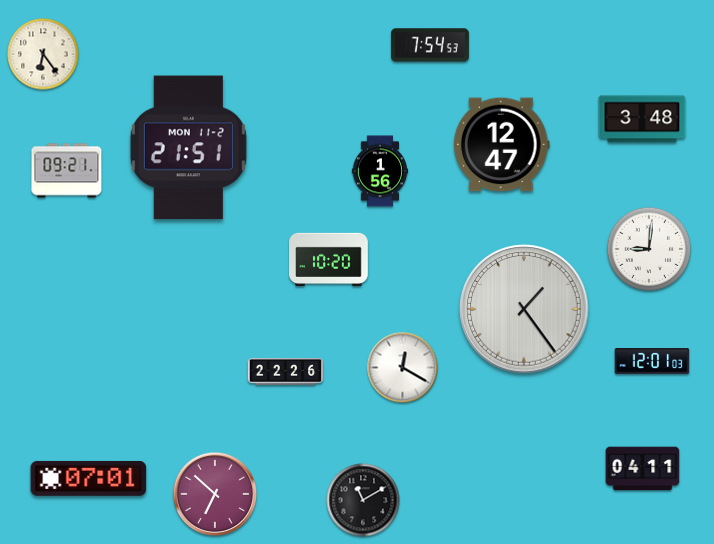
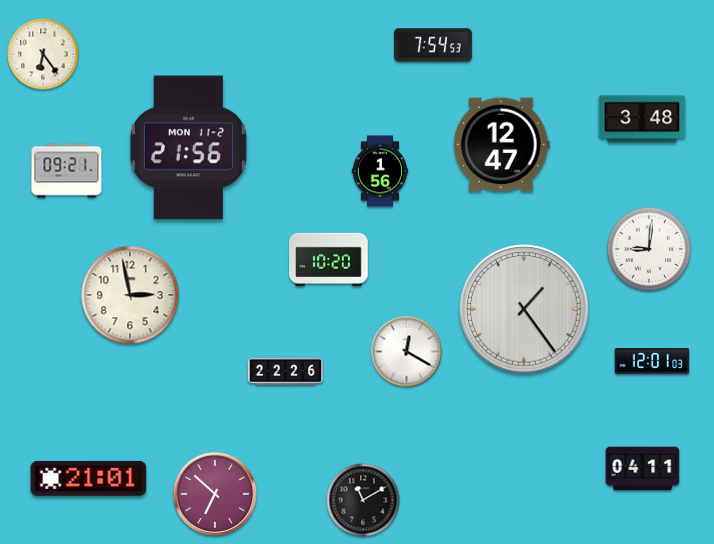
clock at (430, 45) position: (430, 45) -> (433, 45)
clock at (188, 148): 21:51 -> 21:56
clock at (130, 295): none -> 2:58
clock at (403, 368) position: (403, 368) -> (407, 352)
clock at (89, 478): 07:01 -> 21:01
